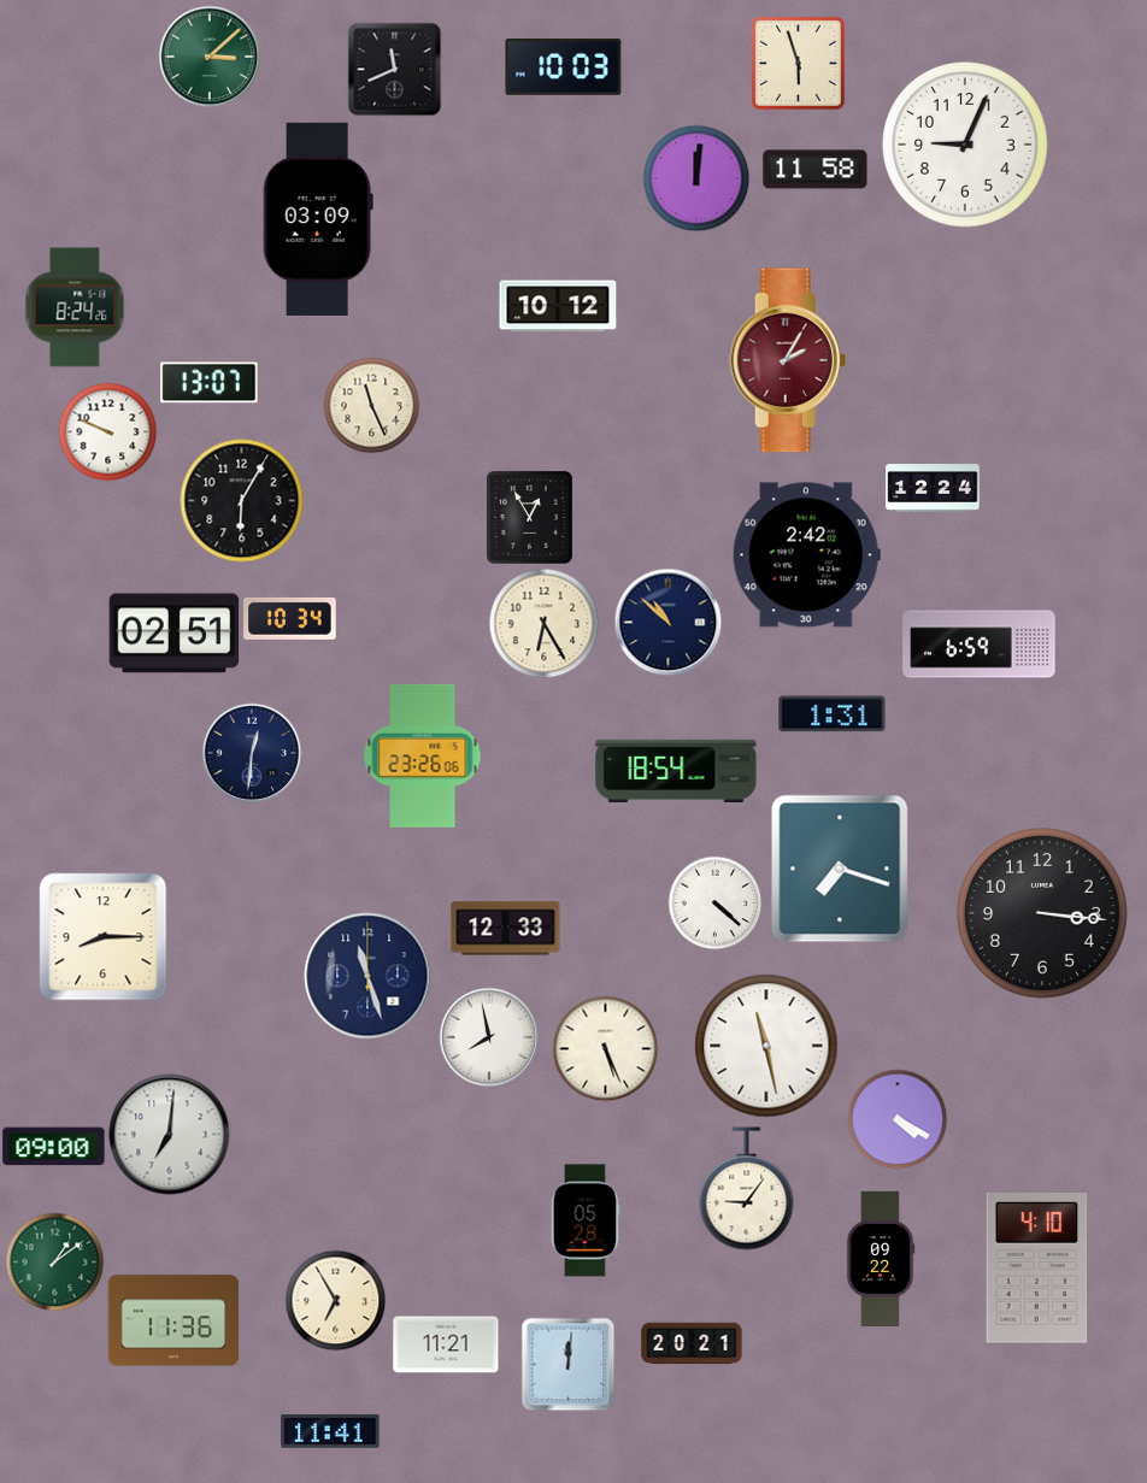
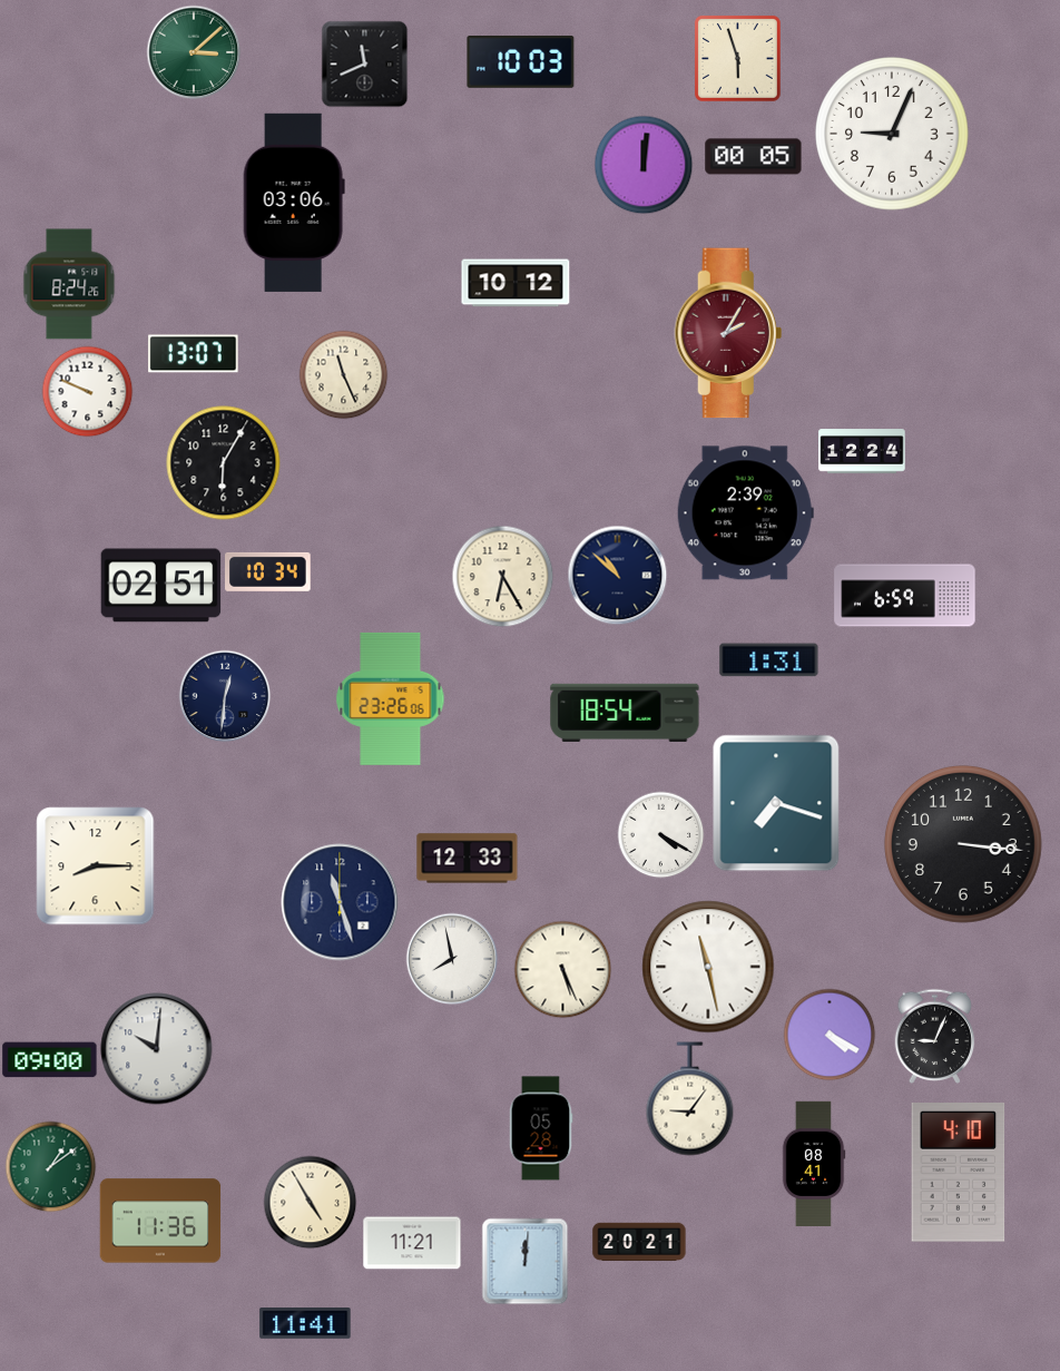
clock at (816, 170): 11:58 -> 00:05
clock at (318, 219): 03:09 -> 03:06
clock at (107, 431) position: (107, 431) -> (87, 391)
clock at (529, 517): 12:55 -> none
clock at (806, 555): 2:42 -> 2:39
clock at (252, 753) position: (252, 753) -> (225, 696)
clock at (714, 902): 4:22 -> 4:20
clock at (605, 1048) position: (605, 1048) -> (562, 969)
clock at (935, 1036): none -> 9:04
clock at (170, 1135): 7:01 -> 10:01
clock at (881, 1258): 09:22 -> 08:41
clock at (335, 1300): 6:55 -> 4:55
